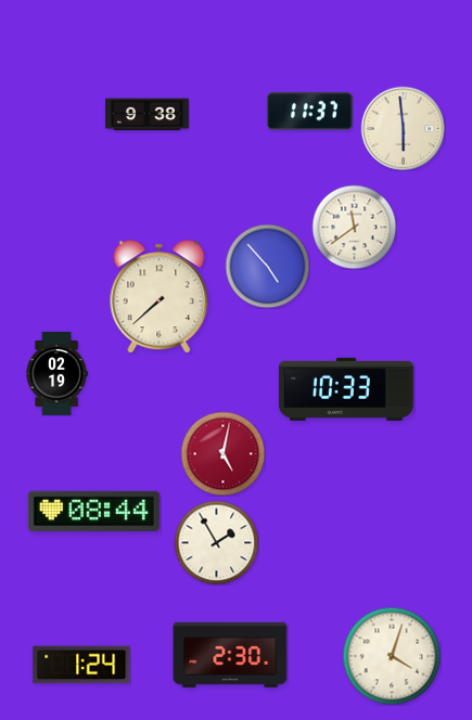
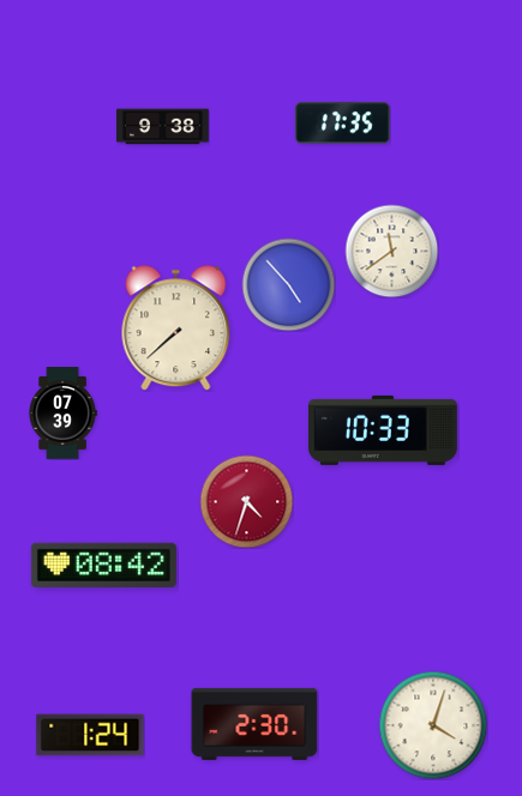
clock at (310, 112): 11:37 -> 17:35
clock at (403, 128): 5:59 -> none
clock at (267, 266) position: (267, 266) -> (288, 284)
clock at (56, 374): 02:19 -> 07:39
clock at (222, 453): 5:02 -> 4:33
clock at (93, 511): 08:44 -> 08:42
clock at (216, 542): 1:55 -> none
